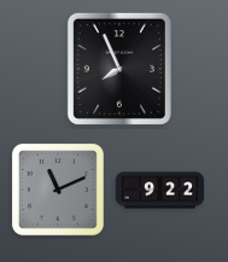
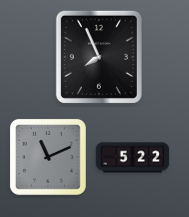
clock at (160, 191): 9:22 -> 5:22
